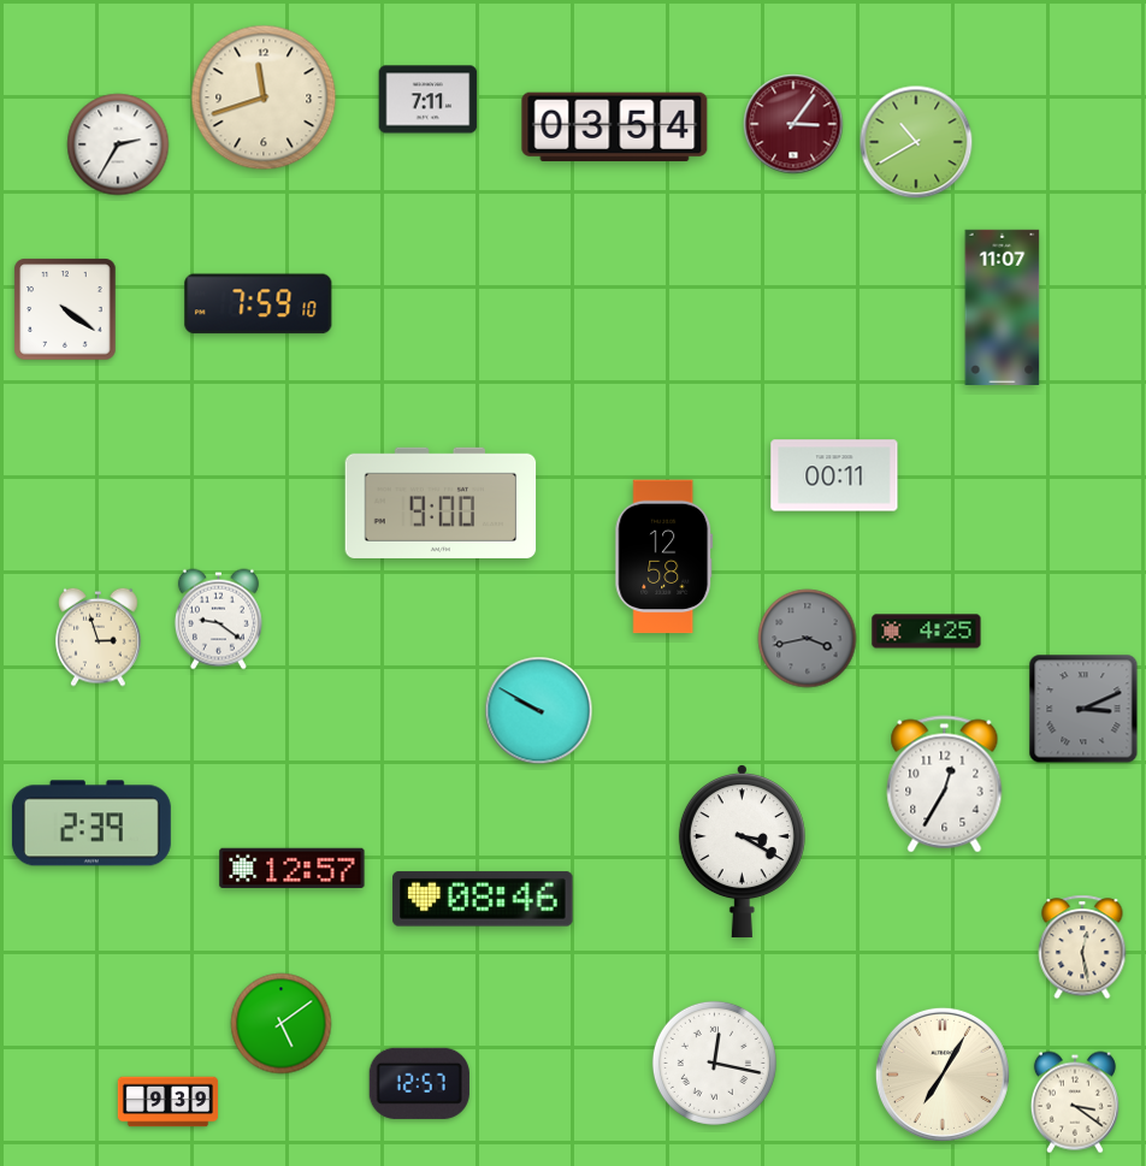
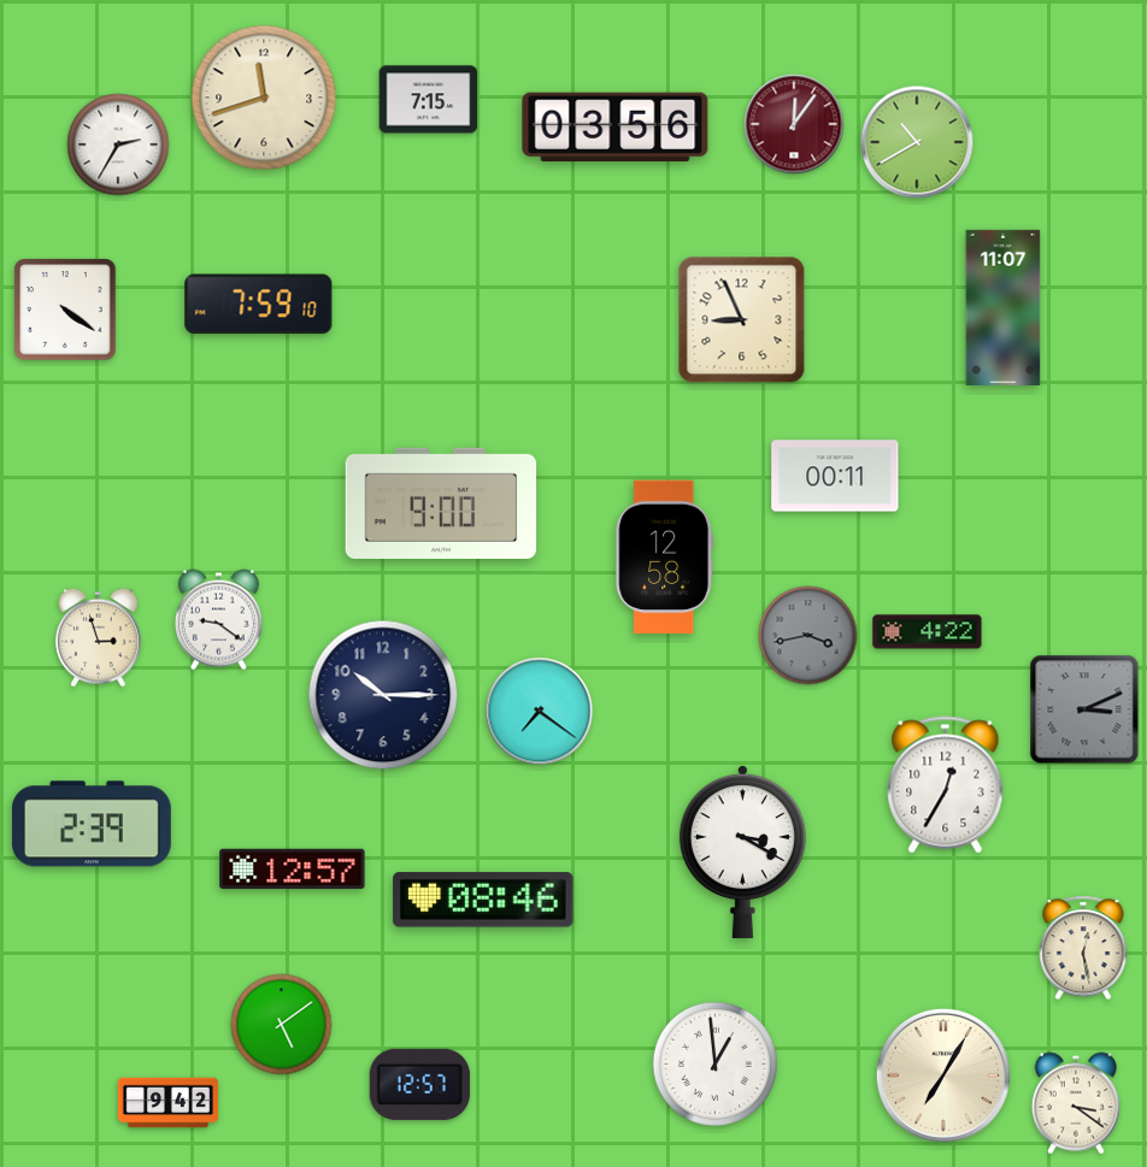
clock at (429, 100): 7:11 -> 7:15
clock at (793, 124): 3:06 -> 12:06
clock at (615, 128): 03:54 -> 03:56
clock at (742, 320): none -> 8:56
clock at (927, 632): 4:25 -> 4:22
clock at (808, 639) position: (808, 639) -> (808, 636)
clock at (383, 695): none -> 10:15
clock at (539, 711): 9:50 -> 7:21
clock at (714, 1063): 12:17 -> 12:59
clock at (169, 1102): 9:39 -> 9:42
